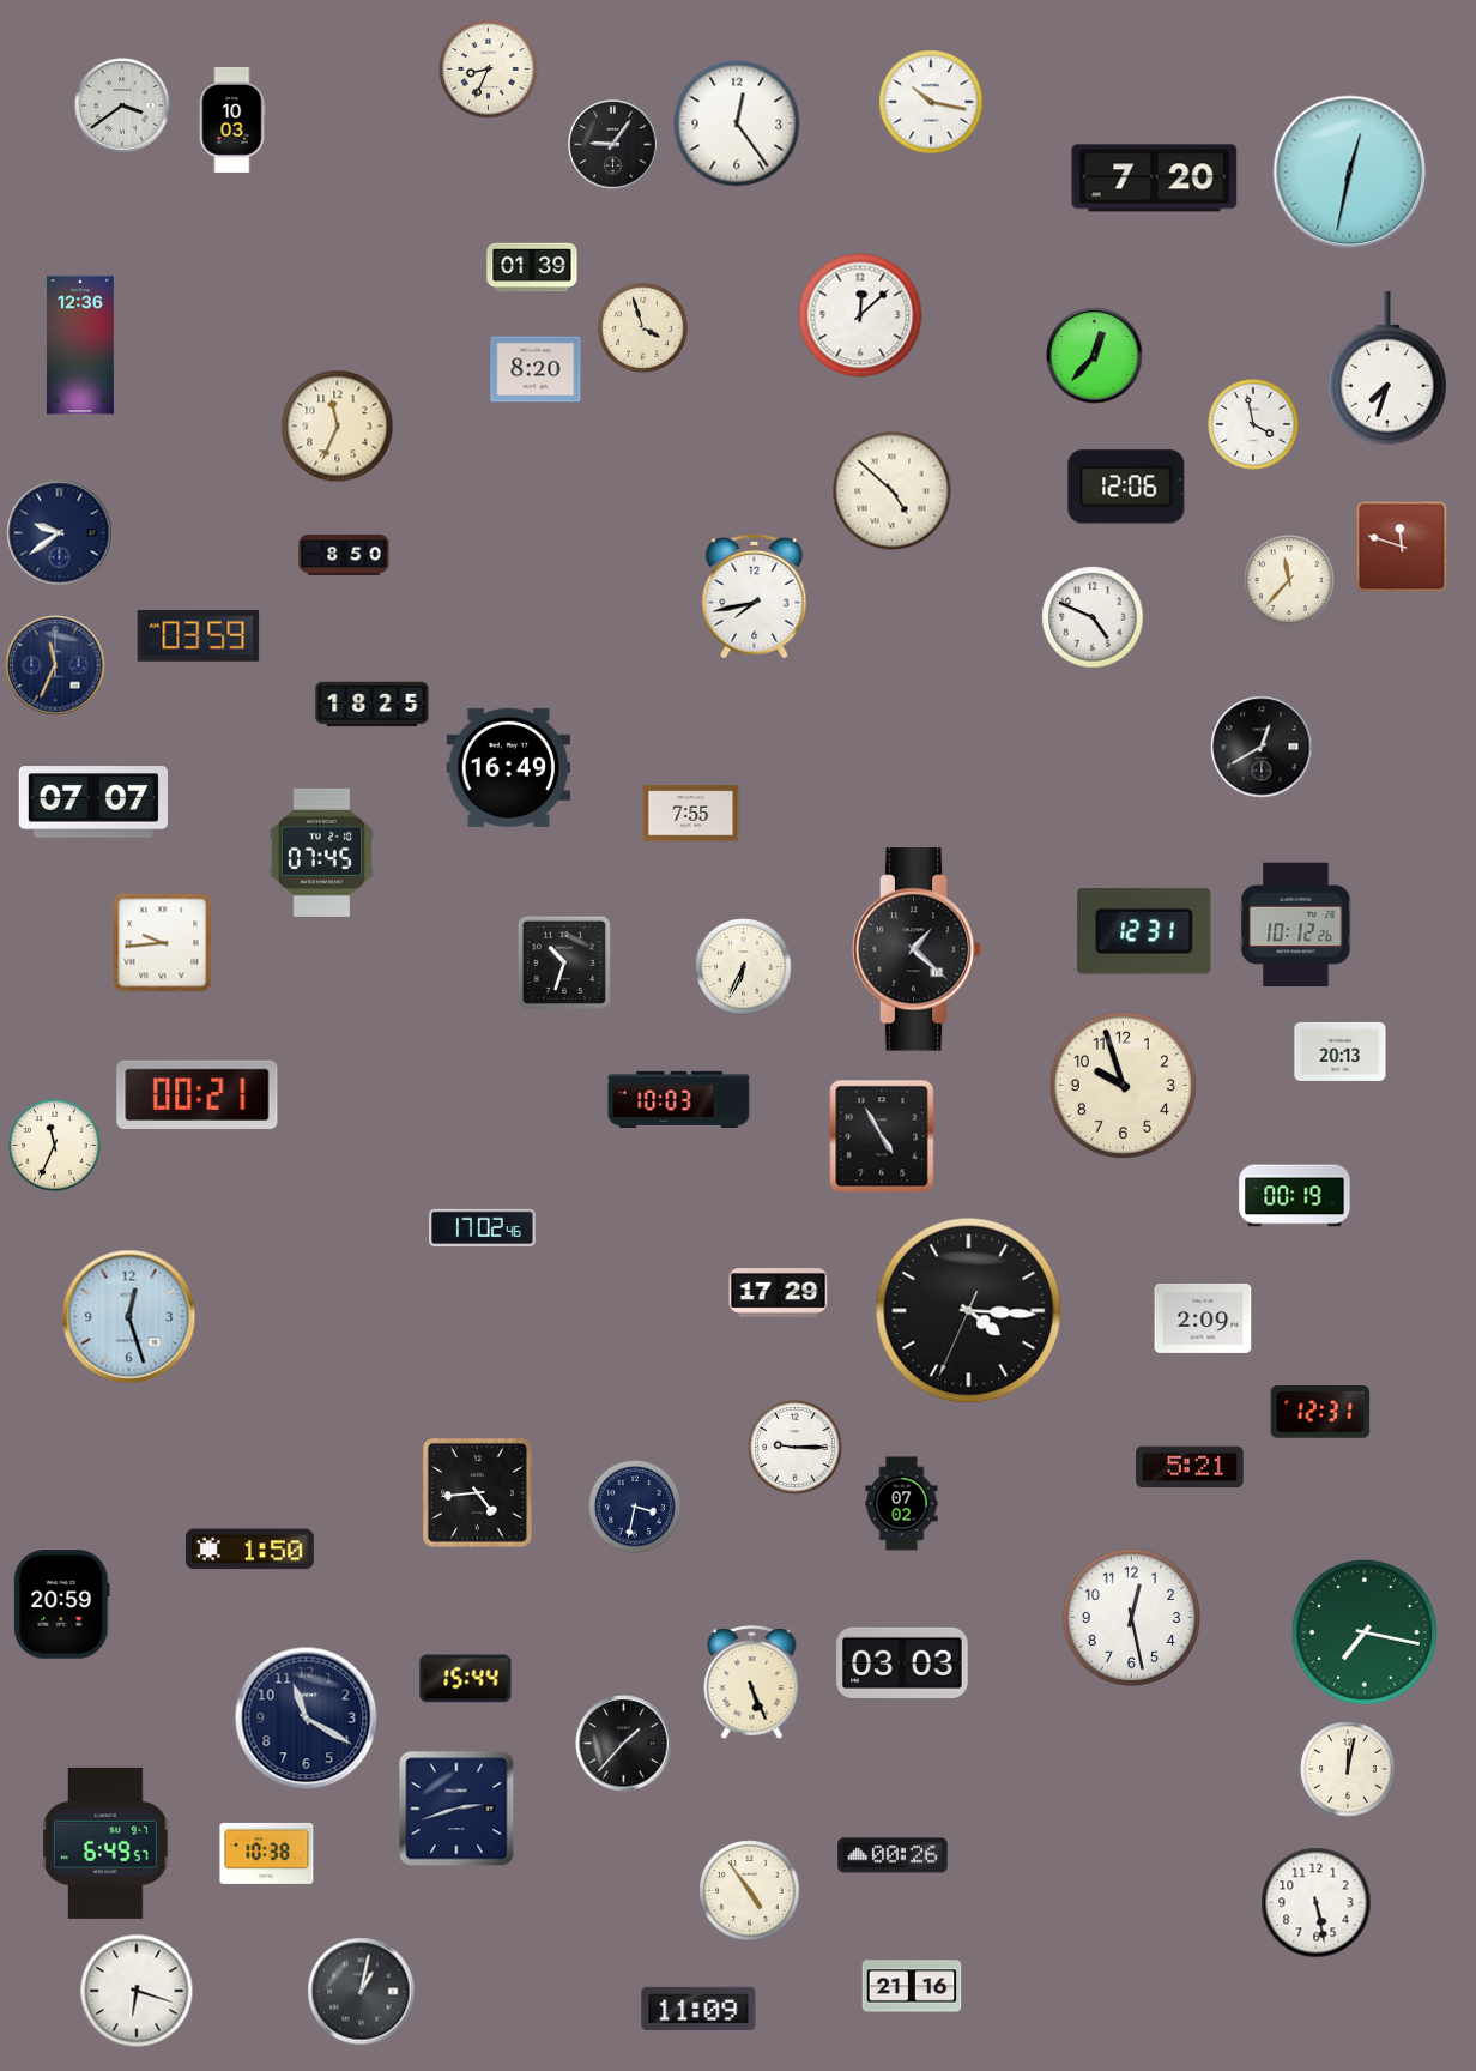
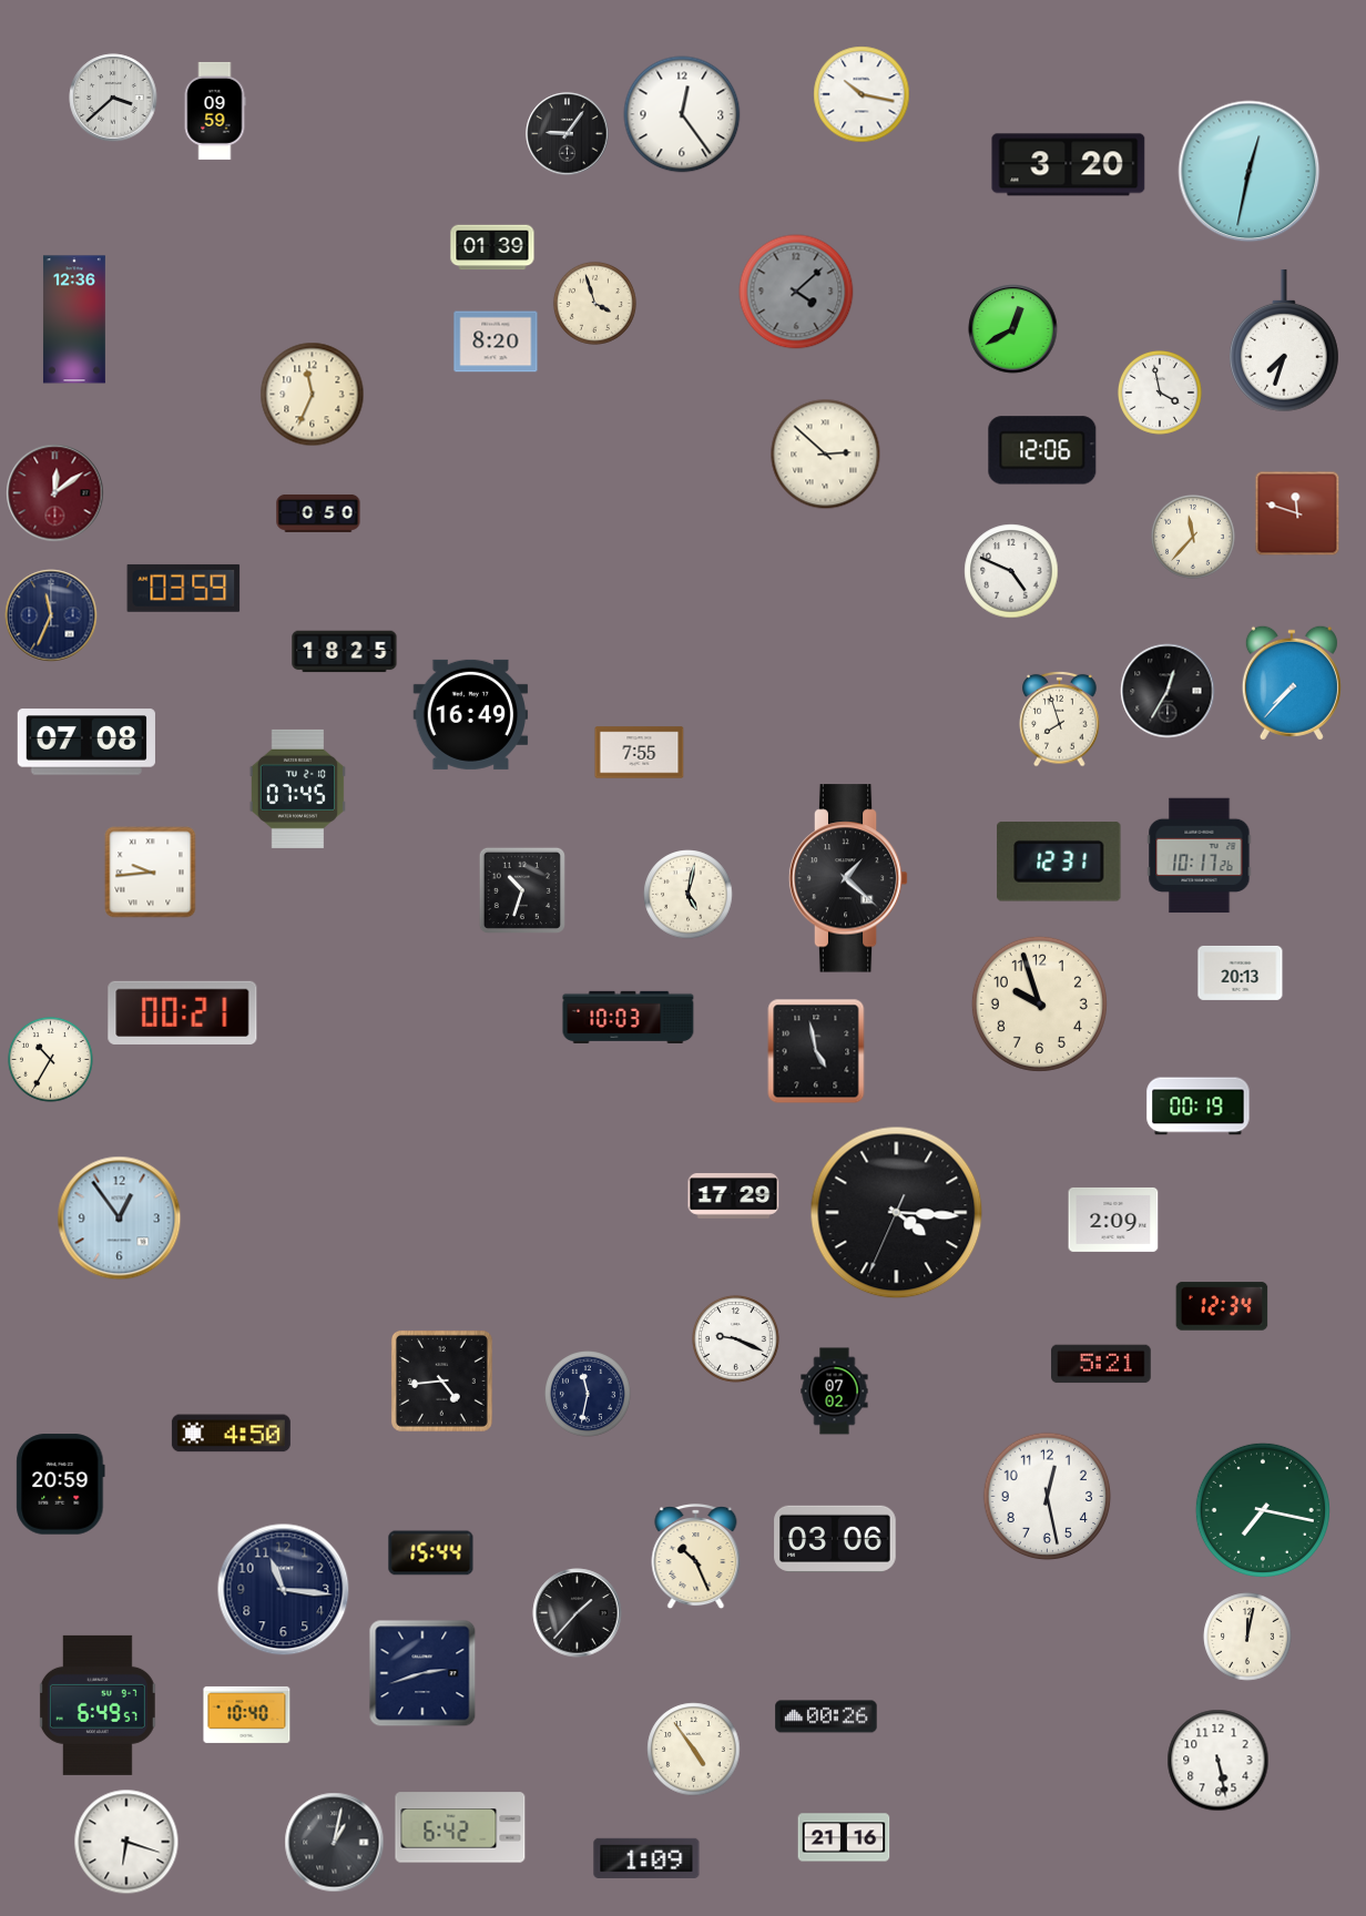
clock at (489, 70): 8:34 -> none
clock at (122, 105): 3:39 -> 3:38
clock at (232, 120): 10:03 -> 09:59
clock at (1350, 173) position: (1350, 173) -> (1250, 172)
clock at (1155, 179): 7:20 -> 3:20
clock at (860, 315): 12:08 -> 4:08
clock at (860, 315) dial: white -> grey
clock at (1095, 356): 12:37 -> 12:40
clock at (893, 491): 4:52 -> 2:52
clock at (60, 533): 9:39 -> 12:09
clock at (60, 533) dial: navy -> burgundy
clock at (1402, 547) position: (1402, 547) -> (1297, 513)
clock at (344, 555): 8:50 -> 0:50
clock at (755, 596): 7:43 -> none
clock at (1292, 683): none -> 7:37
clock at (1262, 747): 12:40 -> 12:35
clock at (509, 767) position: (509, 767) -> (471, 714)
clock at (1060, 718): none -> 7:57
clock at (93, 802): 07:07 -> 07:08
clock at (1296, 925): 10:12 -> 10:17
clock at (744, 967): 6:34 -> 5:02
clock at (882, 1136): 4:55 -> 4:58
clock at (55, 1146): 11:34 -> 10:35
clock at (483, 1227): 17:02 -> none
clock at (779, 1293) position: (779, 1293) -> (734, 1196)
clock at (129, 1317): 12:27 -> 12:54
clock at (1320, 1412): 12:31 -> 12:34
clock at (796, 1448): 9:15 -> 9:19
clock at (1190, 1467) position: (1190, 1467) -> (1101, 1364)
clock at (636, 1508): 3:32 -> 11:32
clock at (249, 1550): 1:50 -> 4:50
clock at (62, 1605) position: (62, 1605) -> (61, 1485)
clock at (902, 1664): 03:03 -> 03:06
clock at (752, 1683): 5:26 -> 10:26
clock at (307, 1719): 11:20 -> 11:16
clock at (267, 1853): 10:38 -> 10:40
clock at (460, 1827): none -> 6:42
clock at (698, 2009): 11:09 -> 1:09
